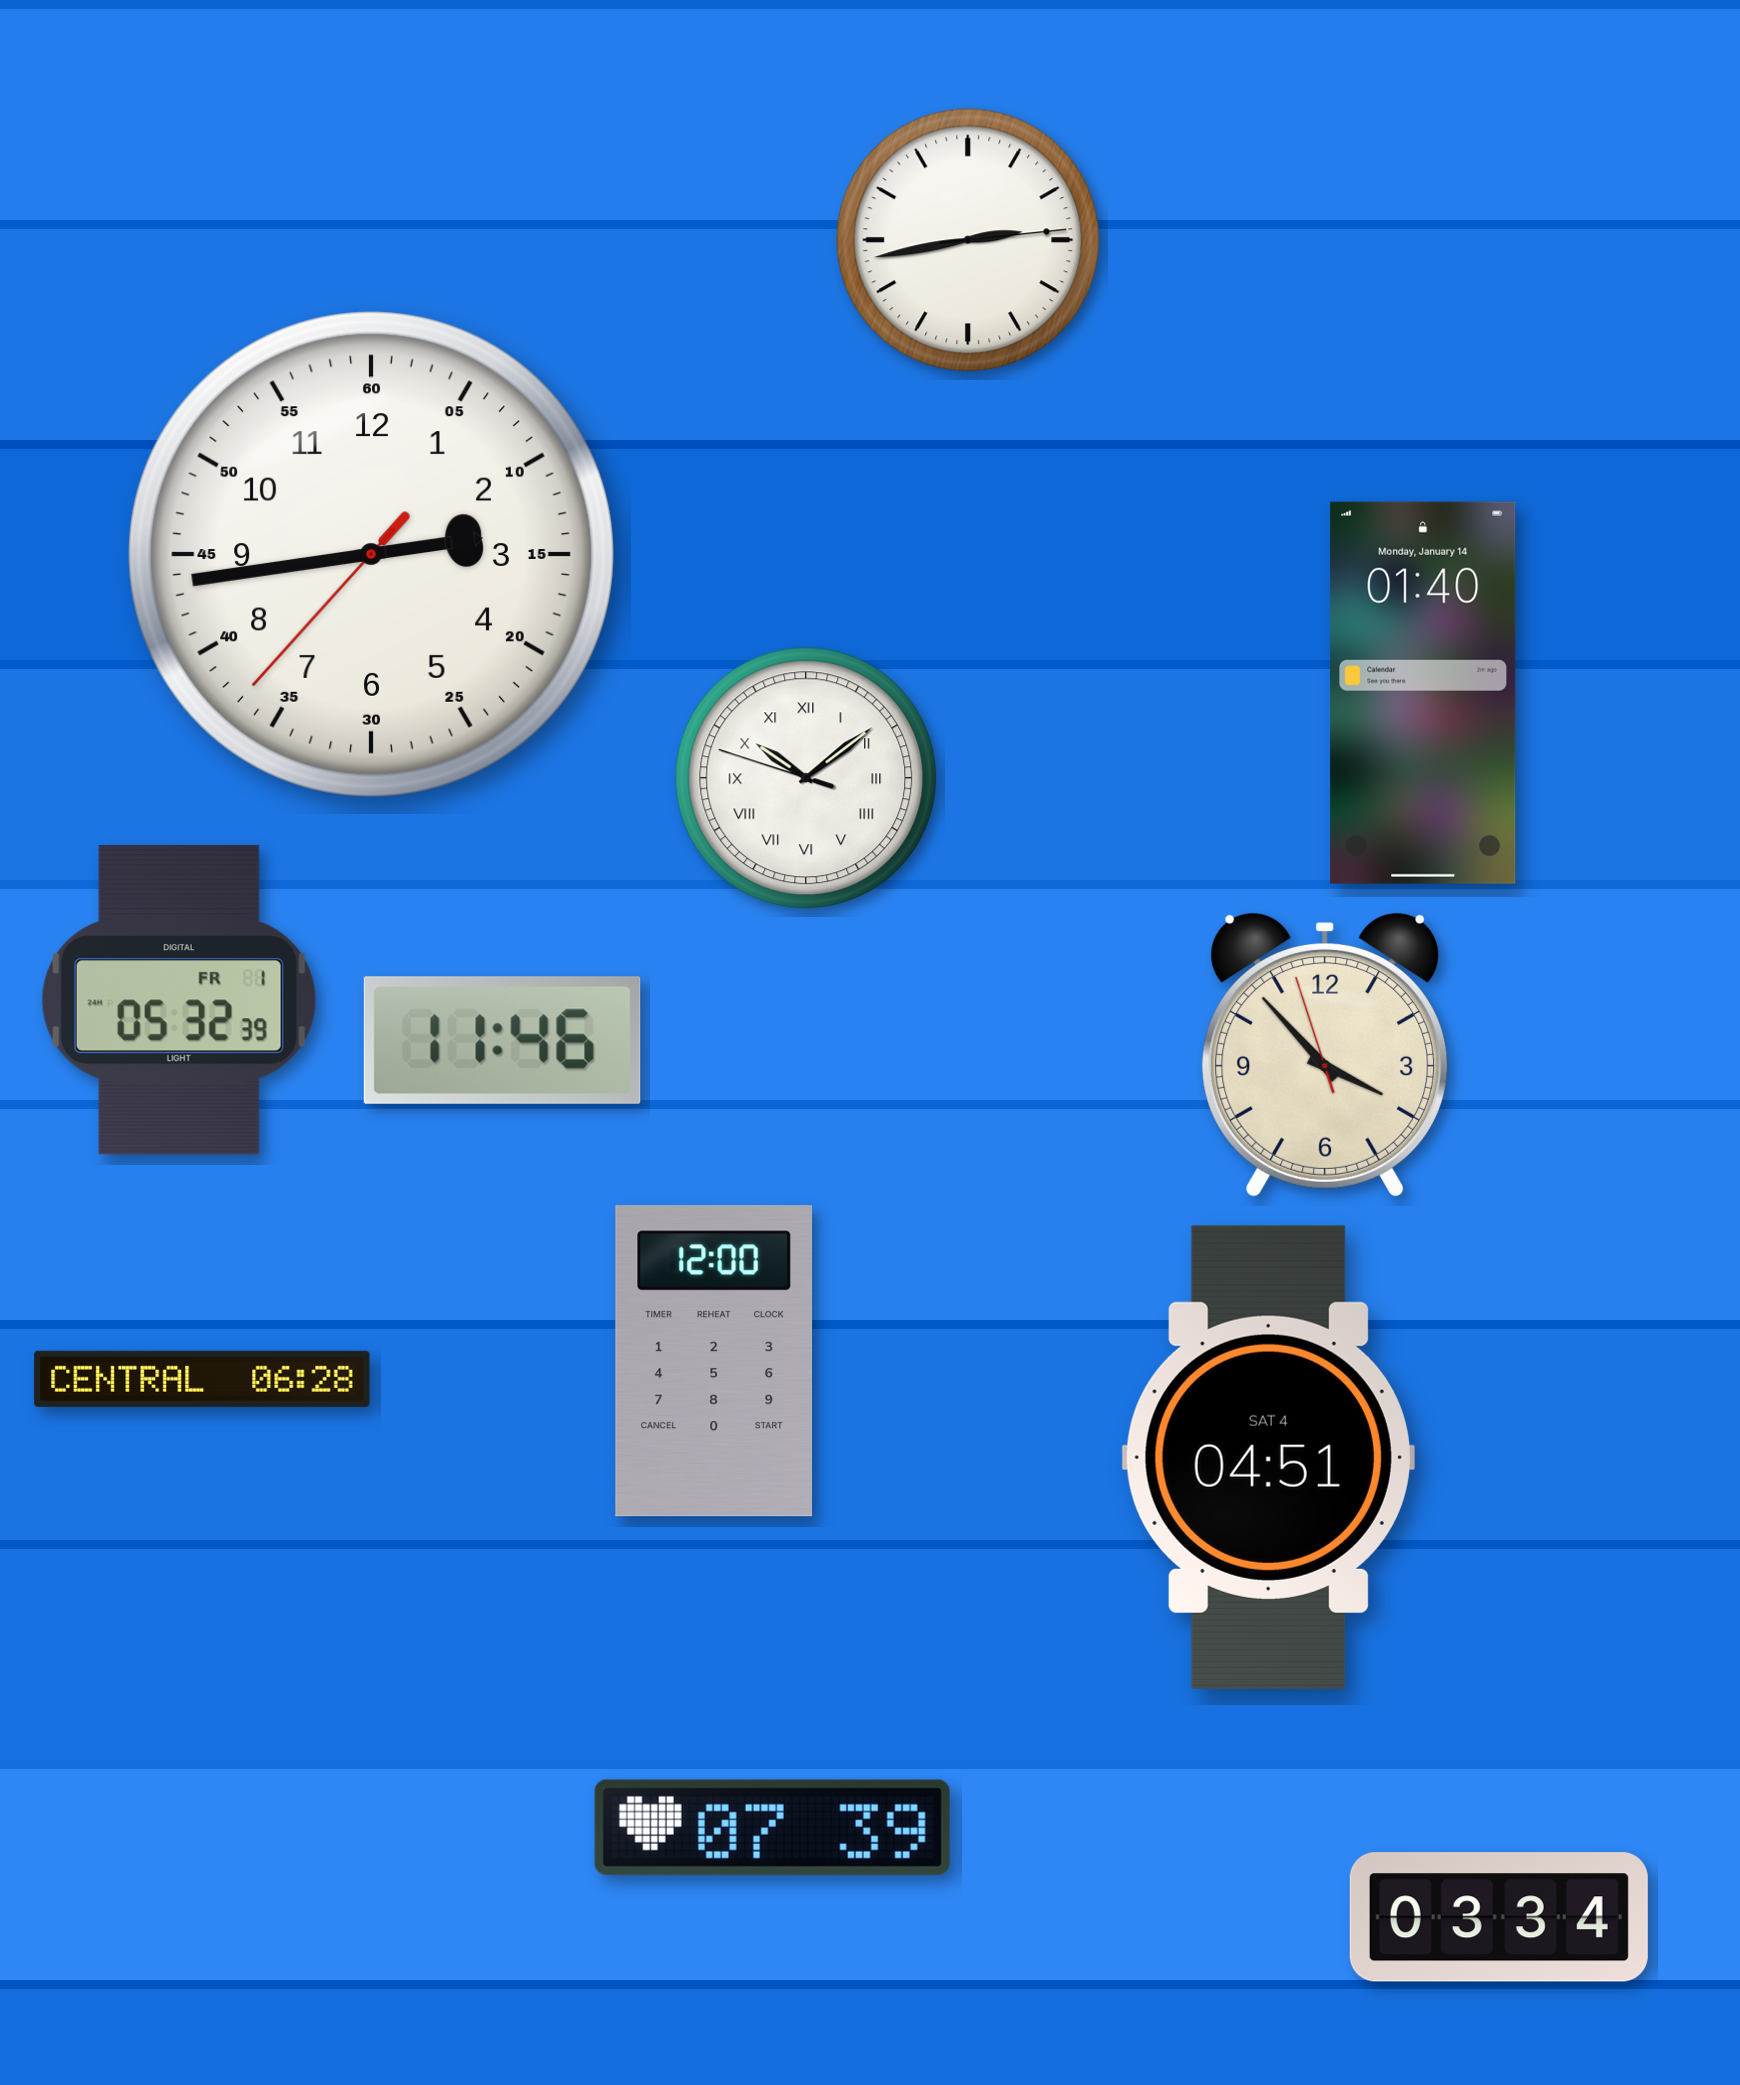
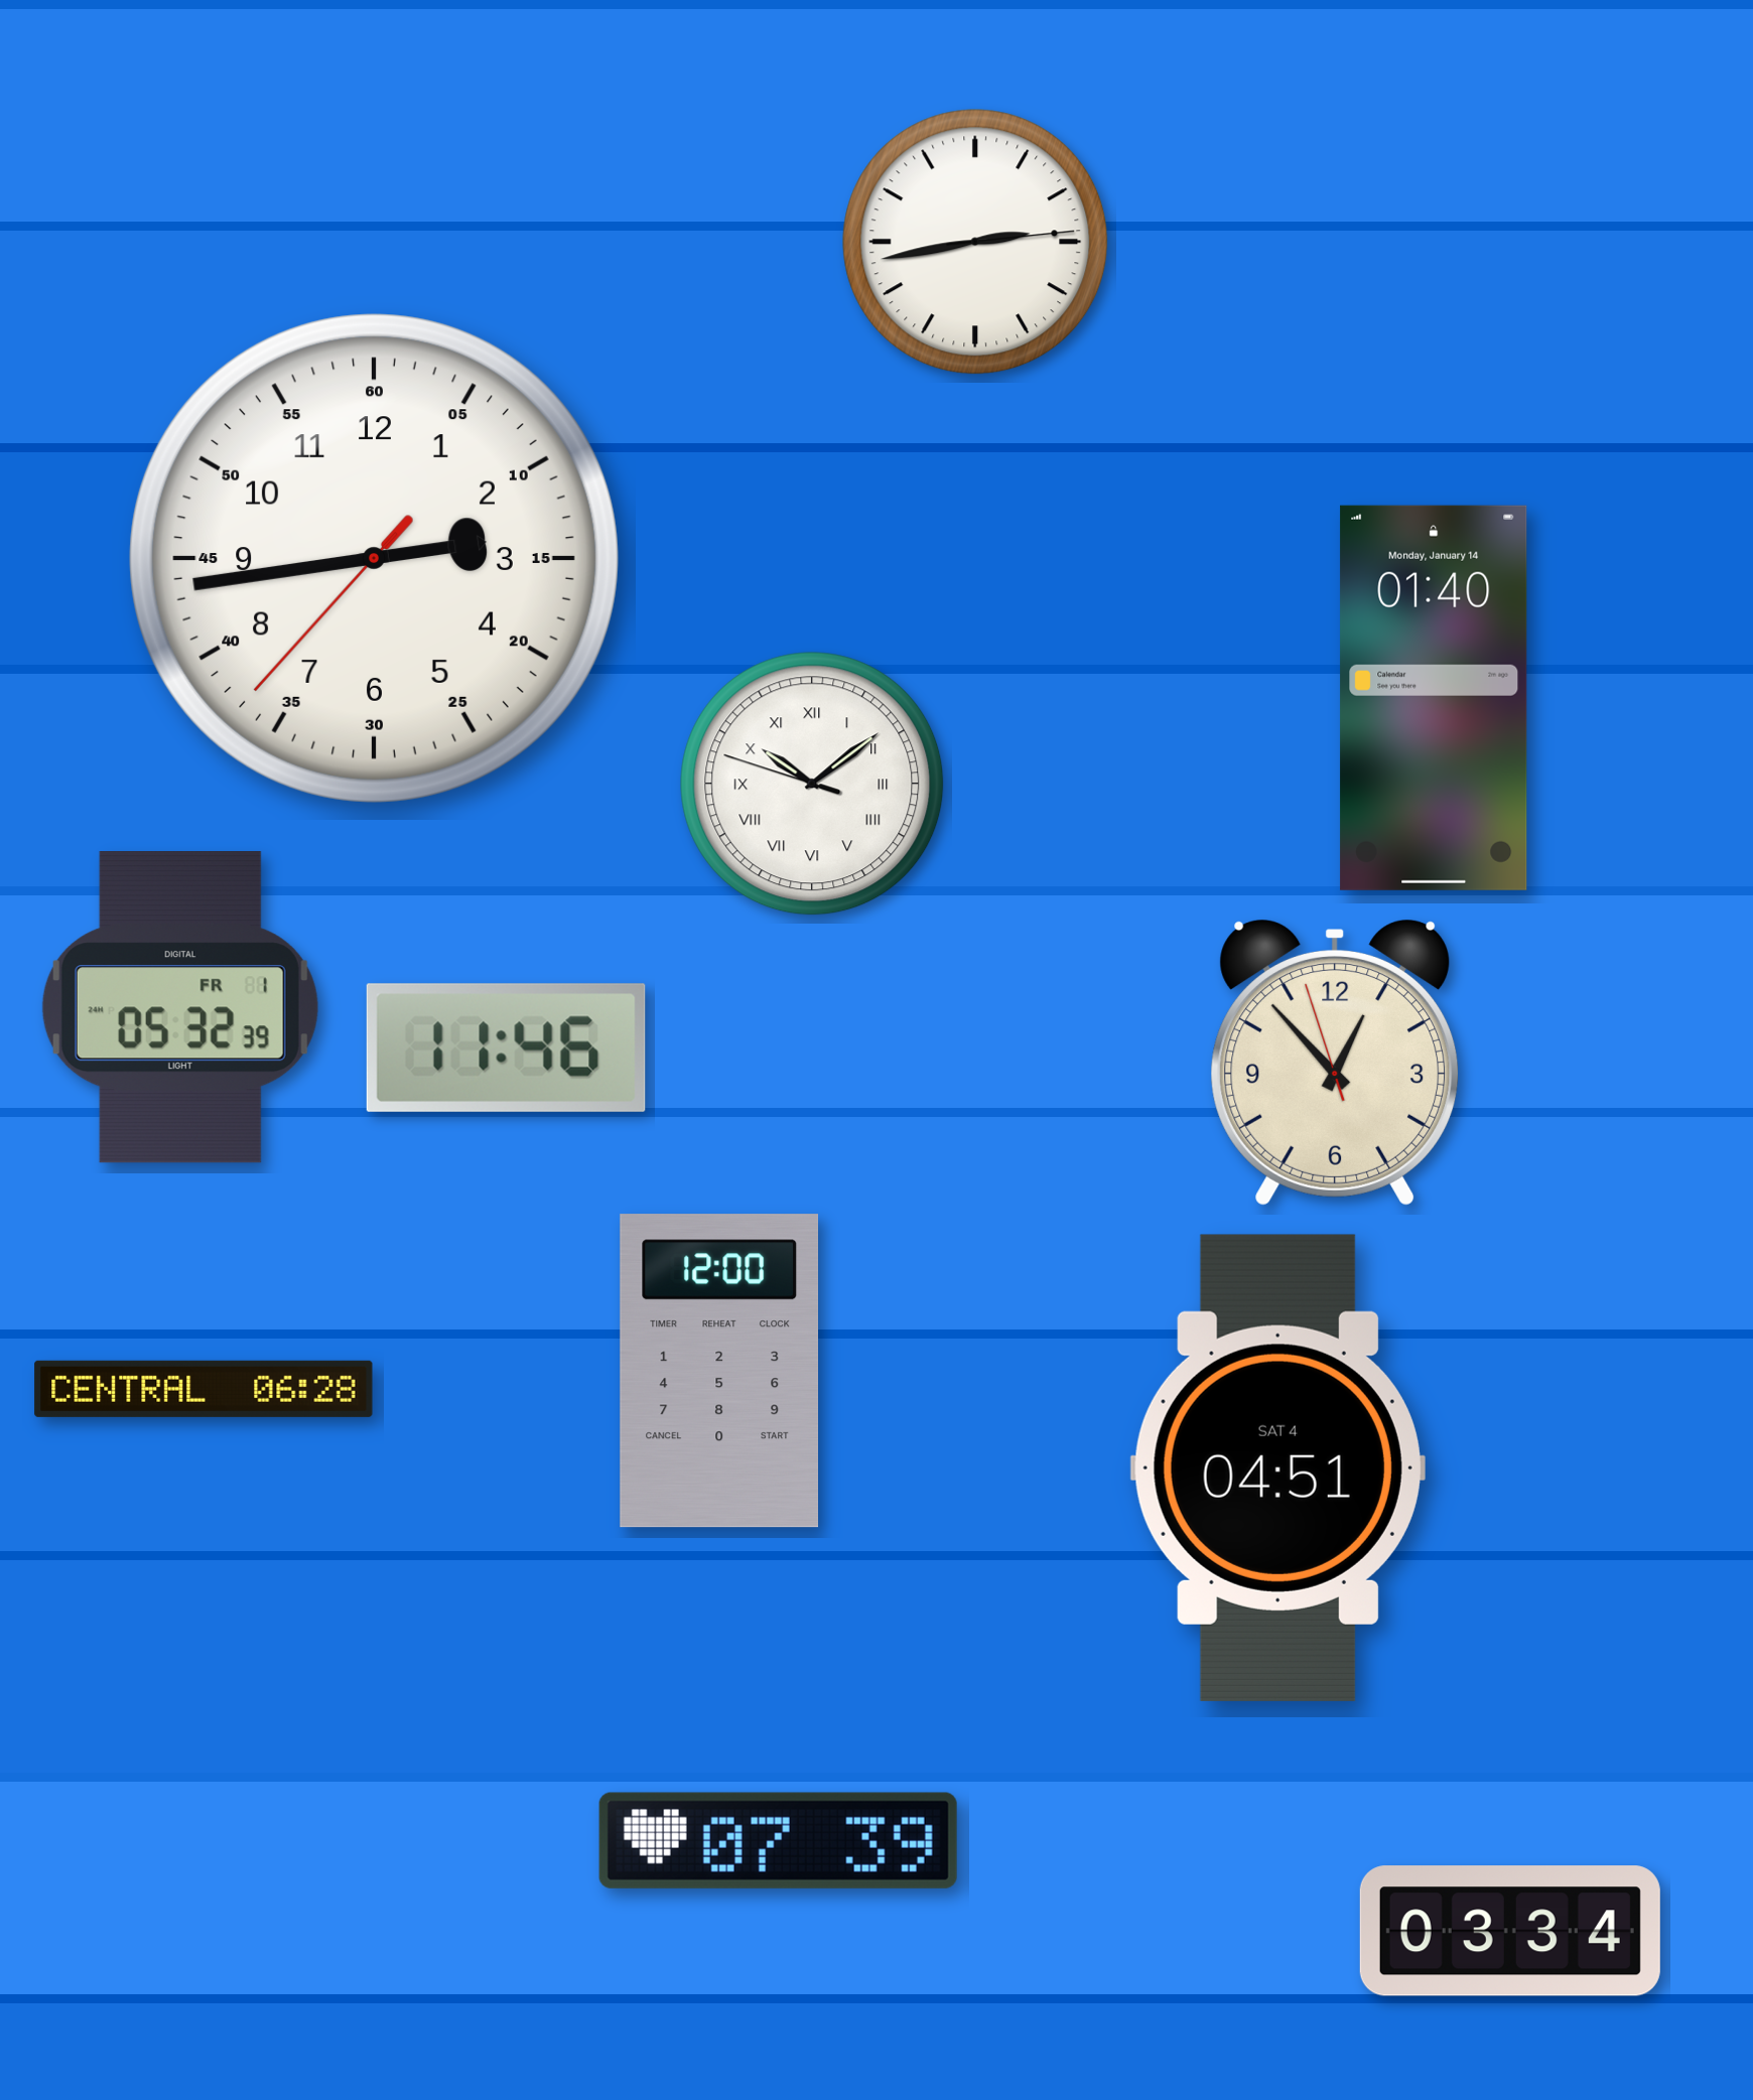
clock at (1325, 1055): 3:52 -> 12:52
